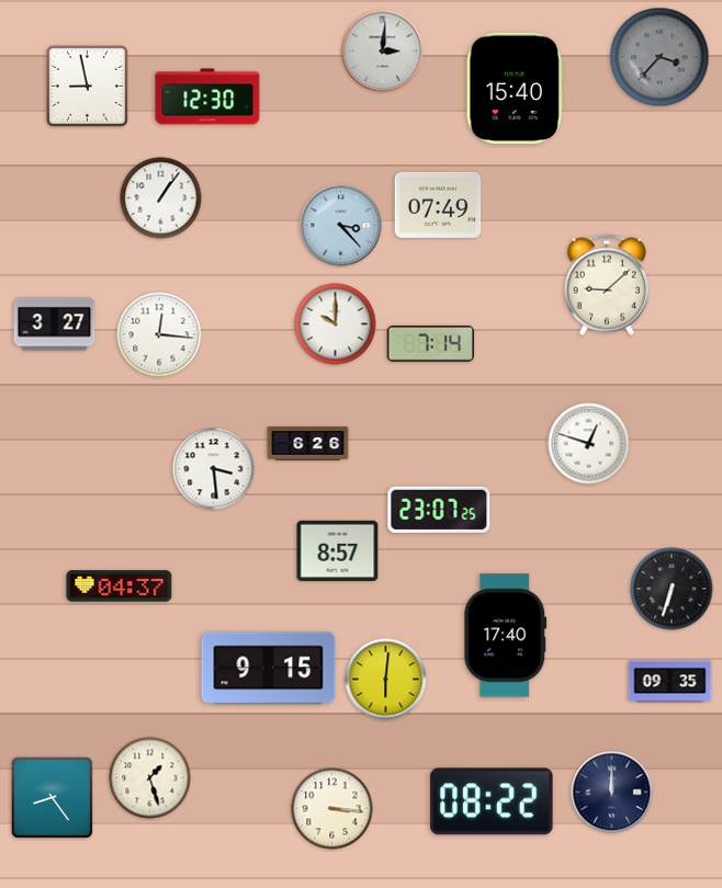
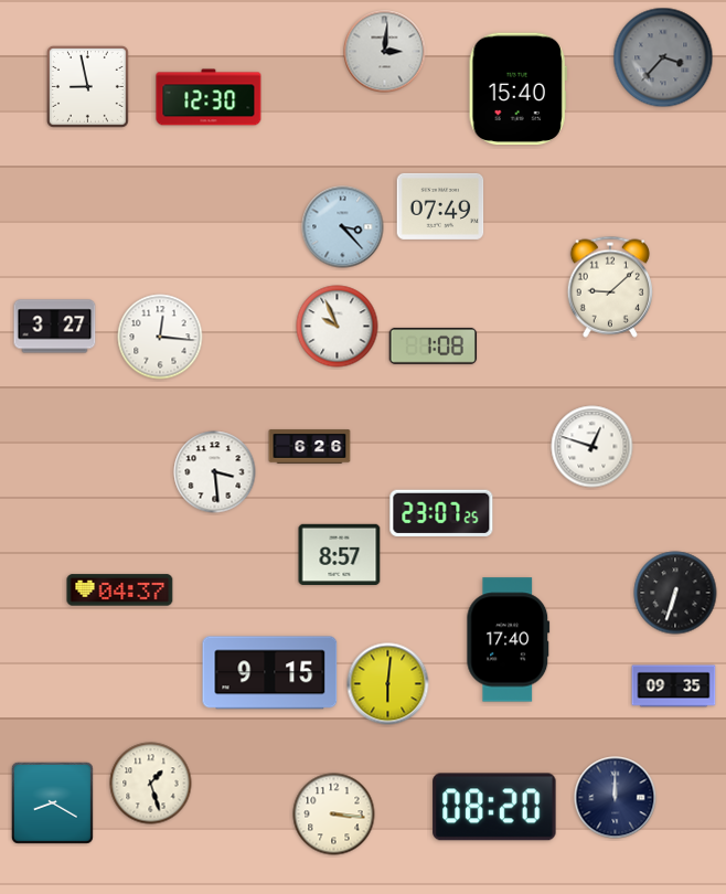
clock at (161, 198): 1:06 -> none
clock at (336, 325): 10:00 -> 9:56
clock at (431, 343): 7:14 -> 1:08
clock at (52, 797): 8:24 -> 8:20
clock at (492, 801): 08:22 -> 08:20
